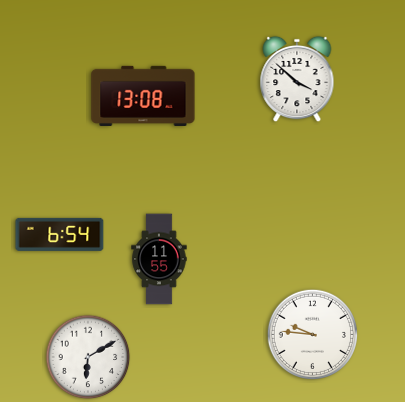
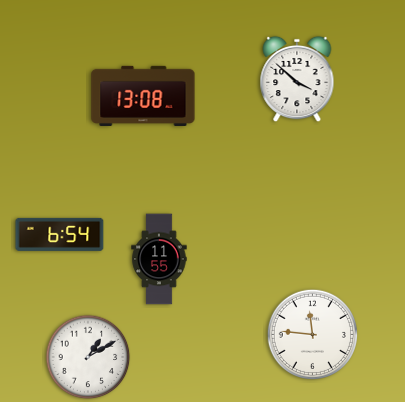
clock at (312, 334): 9:46 -> 11:46
clock at (88, 357): 6:10 -> 1:10
